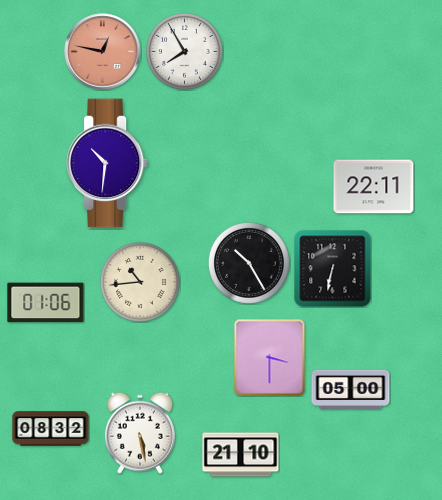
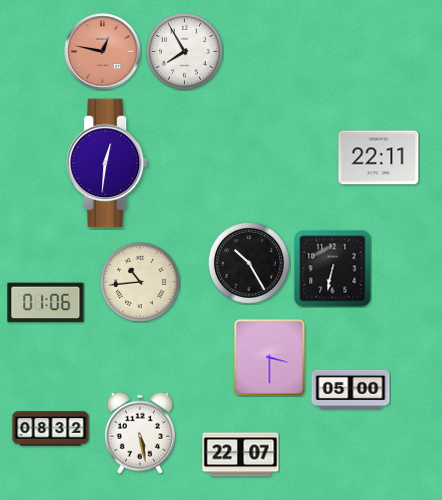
clock at (107, 163): 10:31 -> 12:31
clock at (374, 187) position: (374, 187) -> (379, 158)
clock at (241, 455): 21:10 -> 22:07
